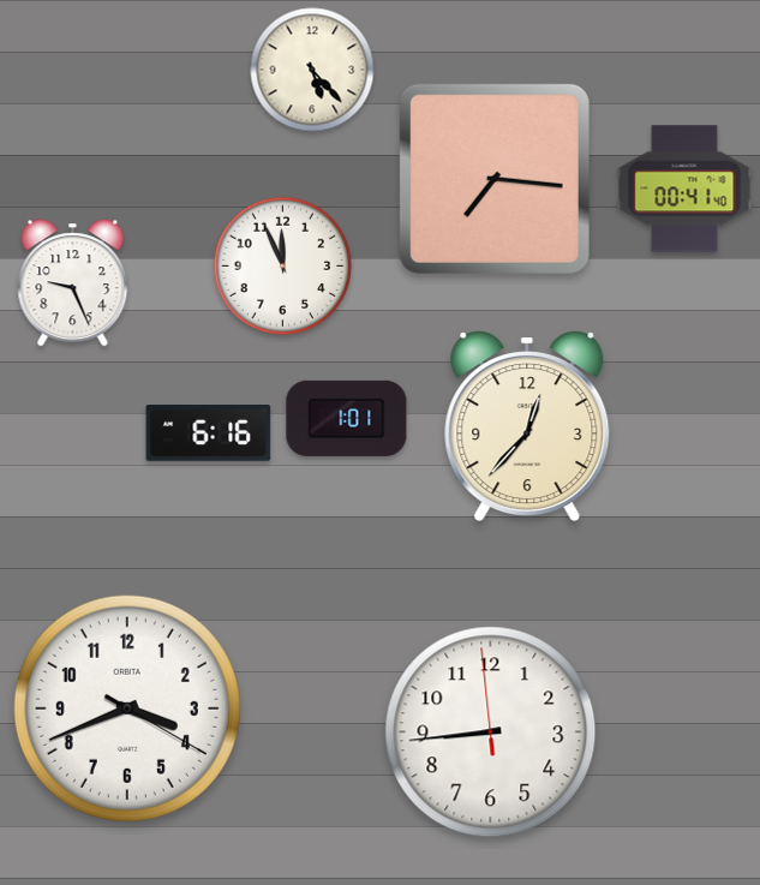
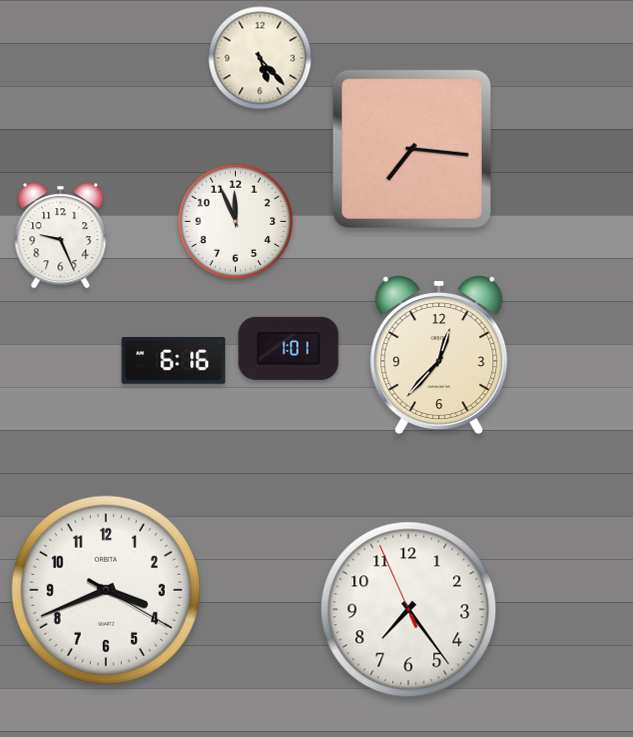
clock at (684, 189): 00:41 -> none
clock at (491, 732): 8:43 -> 7:23
